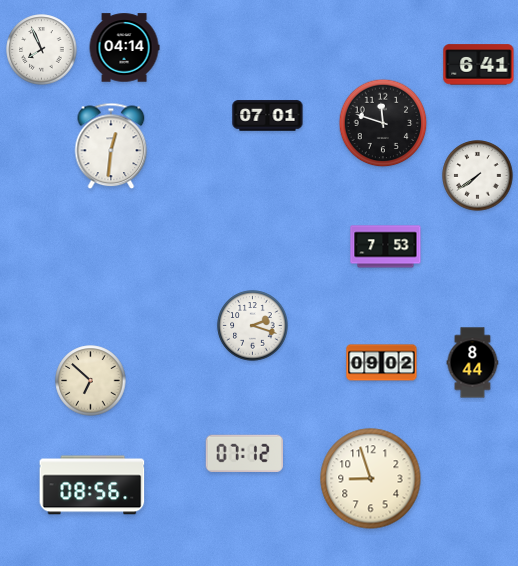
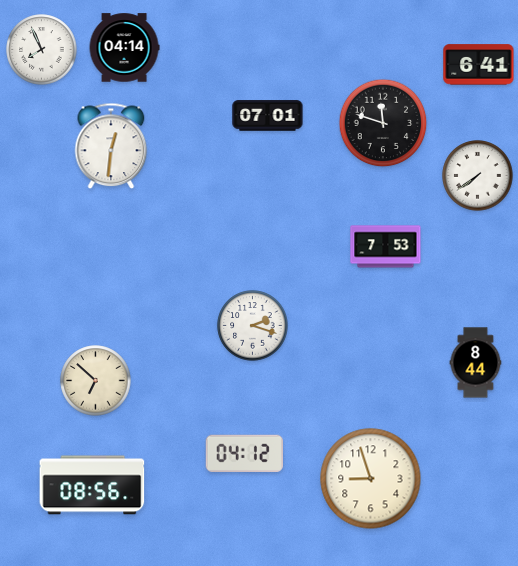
clock at (382, 363): 09:02 -> none
clock at (473, 363) position: (473, 363) -> (476, 363)
clock at (91, 381) position: (91, 381) -> (96, 381)
clock at (244, 453): 07:12 -> 04:12
